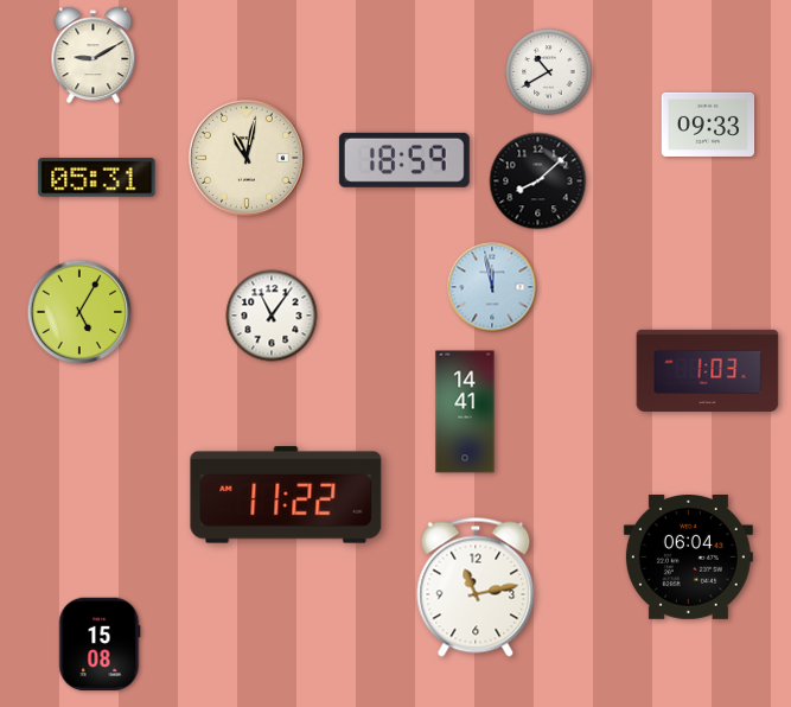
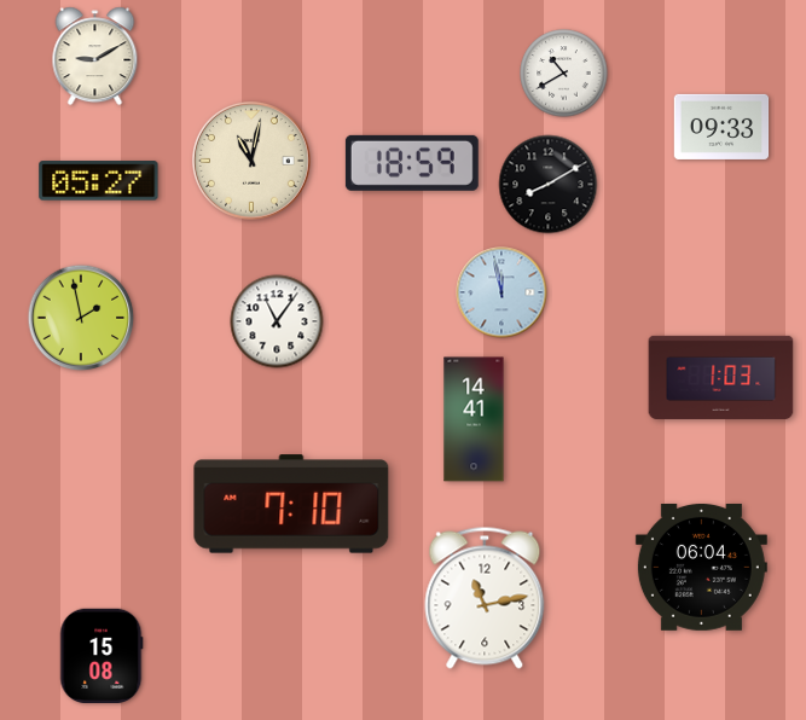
clock at (549, 72) position: (549, 72) -> (564, 74)
clock at (97, 178): 05:31 -> 05:27
clock at (538, 181): 8:08 -> 8:10
clock at (79, 312): 5:05 -> 1:58
clock at (286, 495): 11:22 -> 7:10
